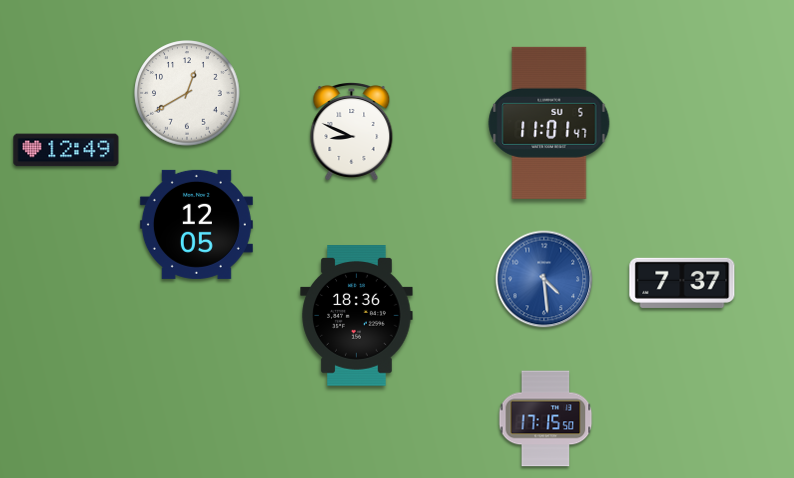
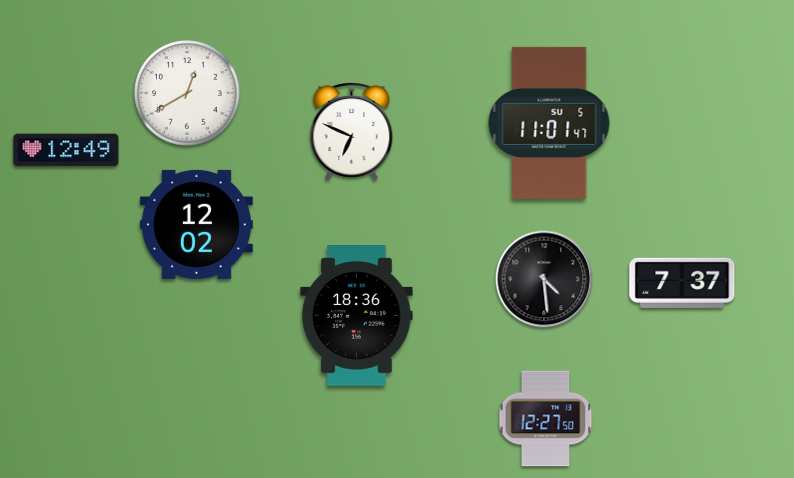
clock at (352, 132): 8:49 -> 6:49
clock at (196, 224): 12:05 -> 12:02
clock at (544, 279) dial: blue -> black
clock at (546, 419): 17:15 -> 12:27
